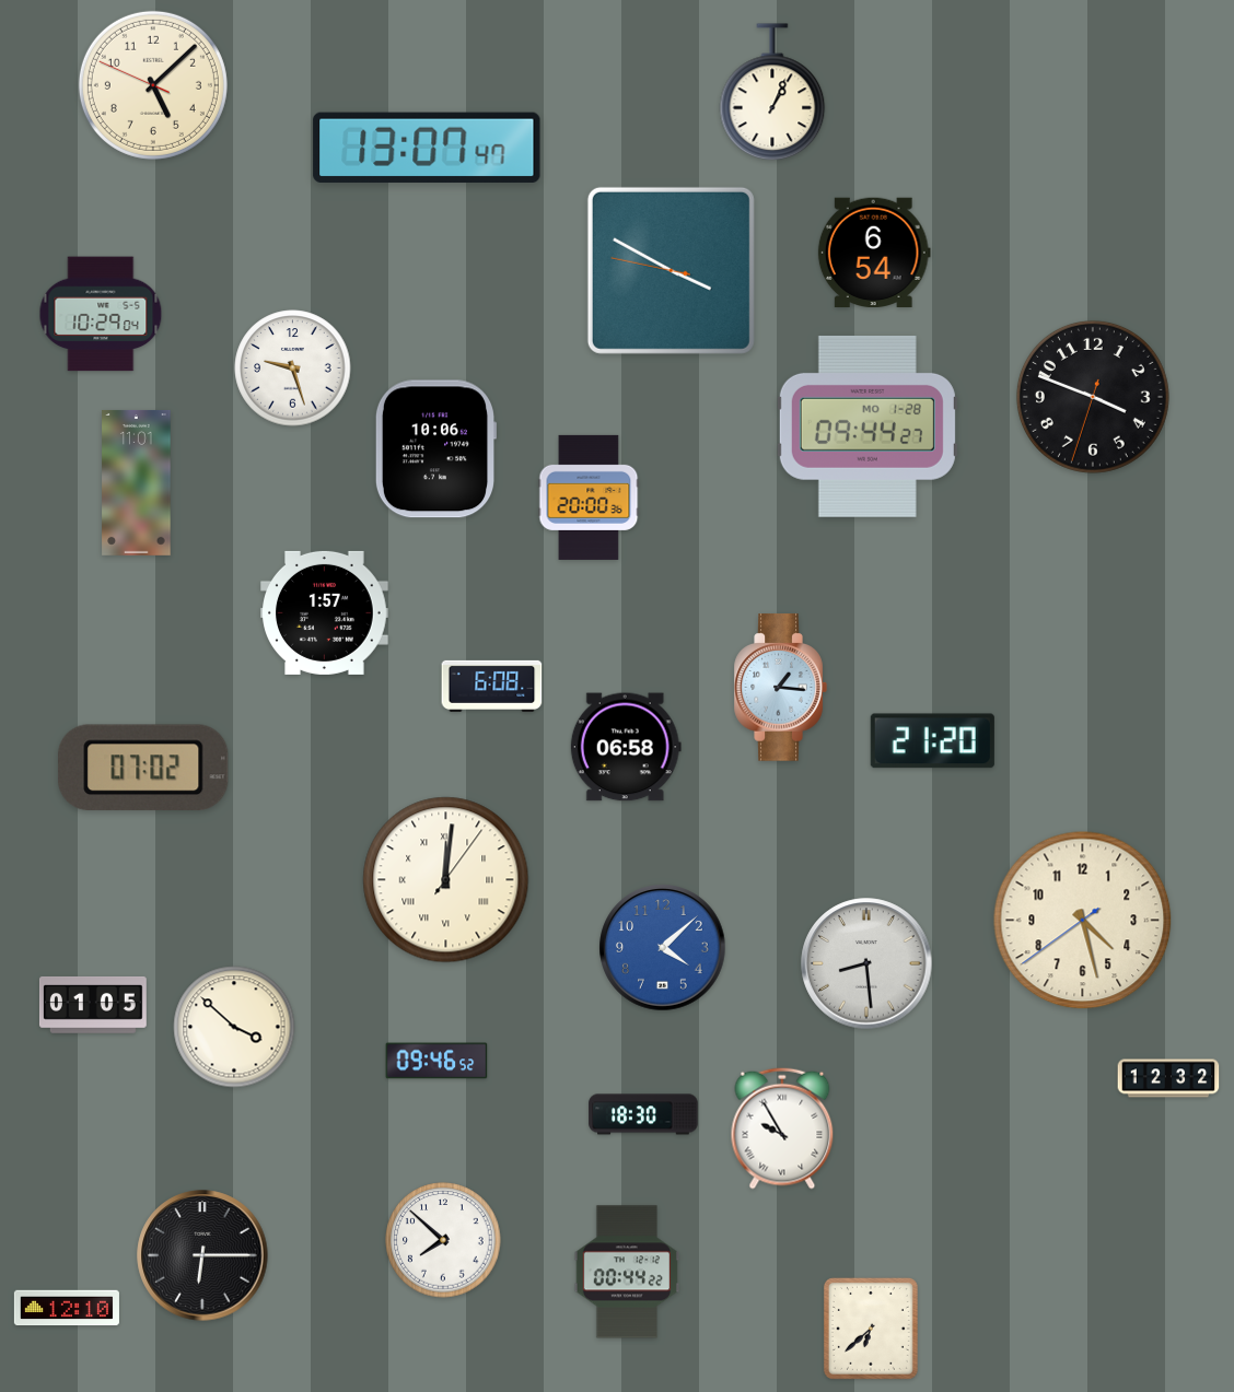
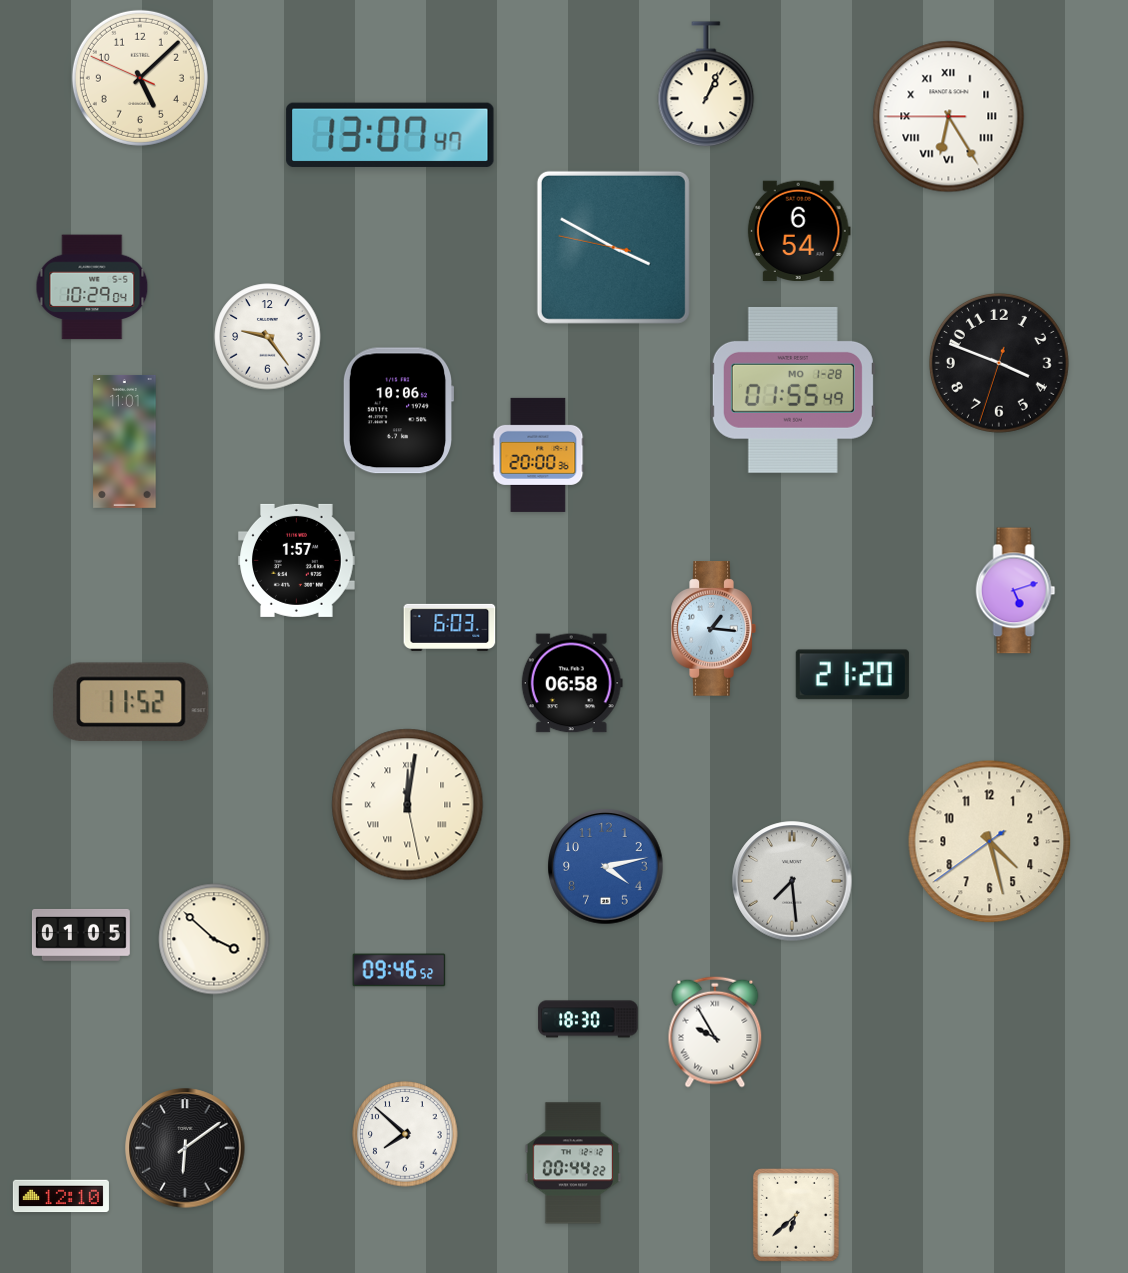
clock at (949, 117): none -> 6:24
clock at (293, 369): 9:27 -> 9:24
clock at (868, 426): 09:44 -> 01:55
clock at (1016, 591): none -> 5:12
clock at (492, 686): 6:08 -> 6:03
clock at (932, 741) position: (932, 741) -> (852, 675)
clock at (143, 768): 07:02 -> 11:52
clock at (446, 880): 12:01:06 -> 12:01:28
clock at (663, 948): 4:08 -> 4:13
clock at (866, 963): 8:29 -> 7:29
clock at (93, 1005) position: (93, 1005) -> (81, 935)
clock at (1168, 1078): 12:32 -> none
clock at (202, 1255): 6:15 -> 6:09
